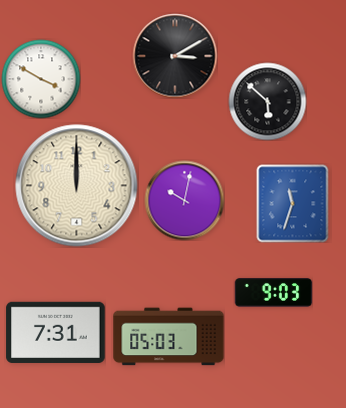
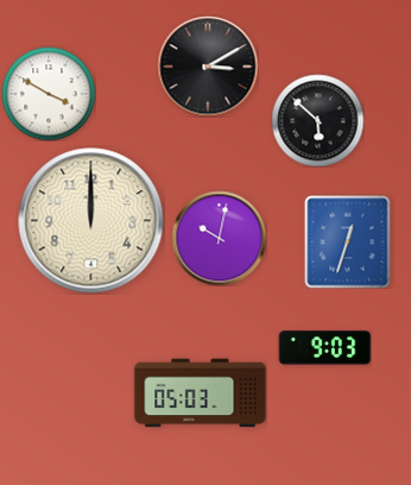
clock at (293, 203): 11:33 -> 12:33
clock at (56, 332): 7:31 -> none
clock at (169, 337) position: (169, 337) -> (201, 393)
